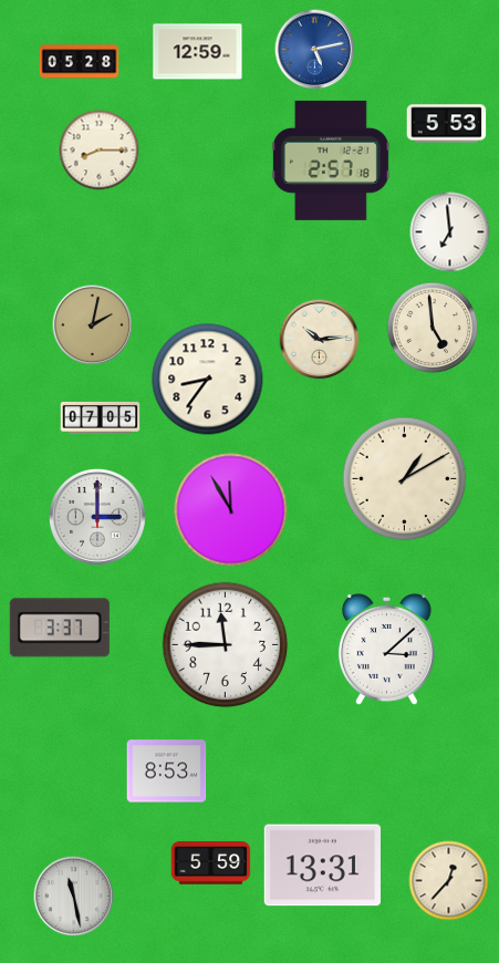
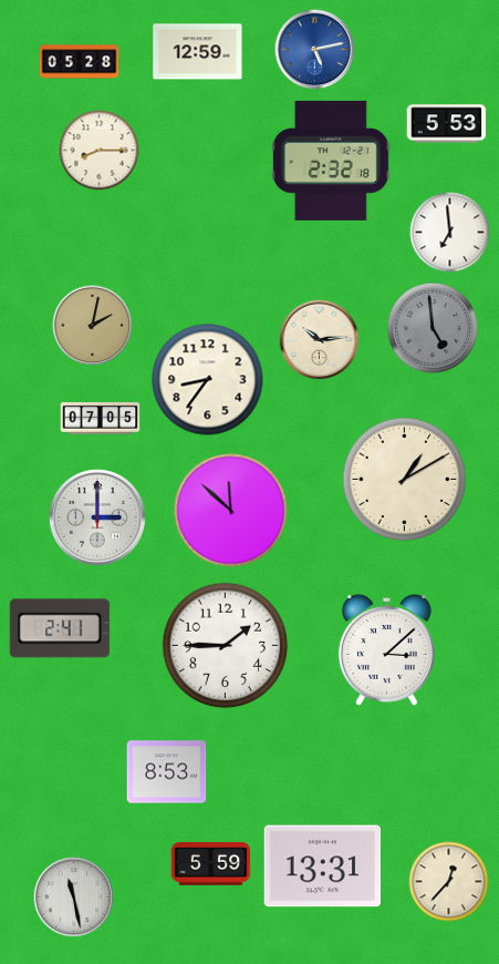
clock at (331, 161): 2:57 -> 2:32
clock at (433, 328) dial: cream -> grey
clock at (231, 510): 11:55 -> 11:52
clock at (60, 628): 3:37 -> 2:41
clock at (226, 645): 11:45 -> 1:45
